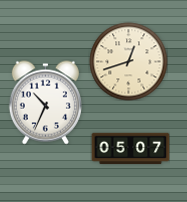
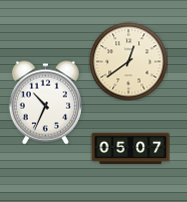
clock at (128, 61): 12:42 -> 12:39
